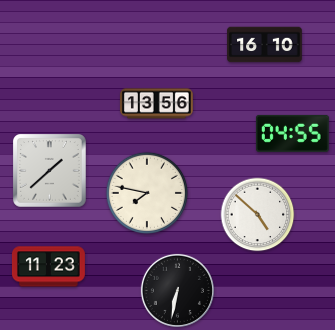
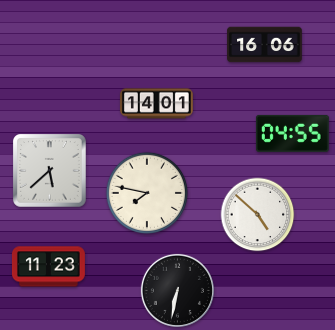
clock at (265, 45): 16:10 -> 16:06
clock at (156, 104): 13:56 -> 14:01
clock at (50, 171): 1:38 -> 5:38
